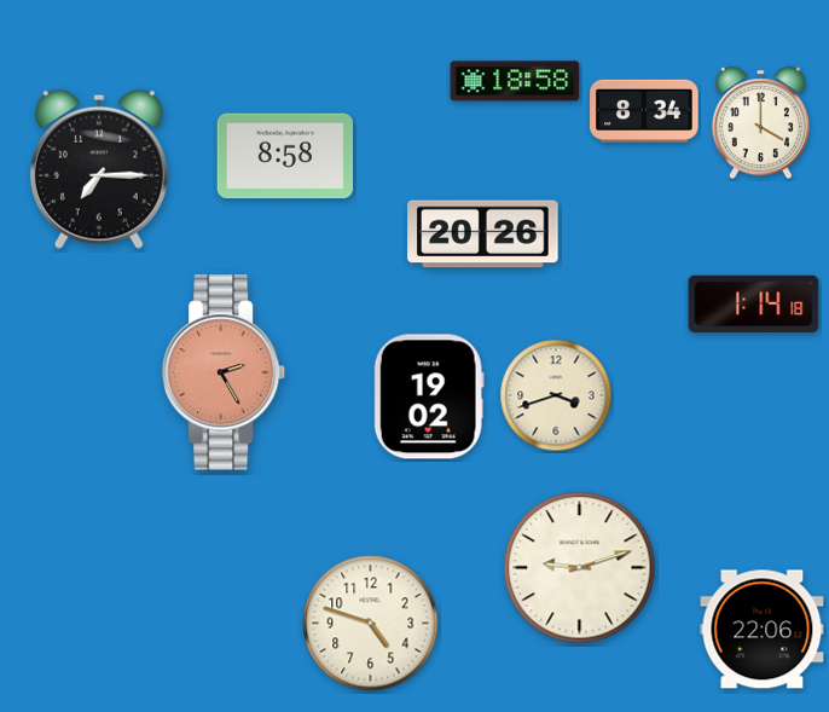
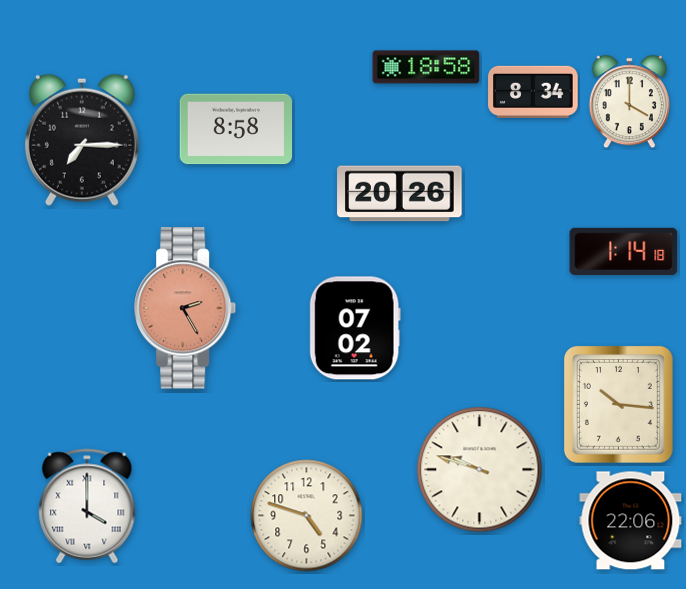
clock at (556, 395): 3:42 -> none
clock at (429, 396): 19:02 -> 07:02
clock at (618, 405): none -> 10:16
clock at (580, 568): 9:12 -> 9:48
clock at (87, 506): none -> 4:00
